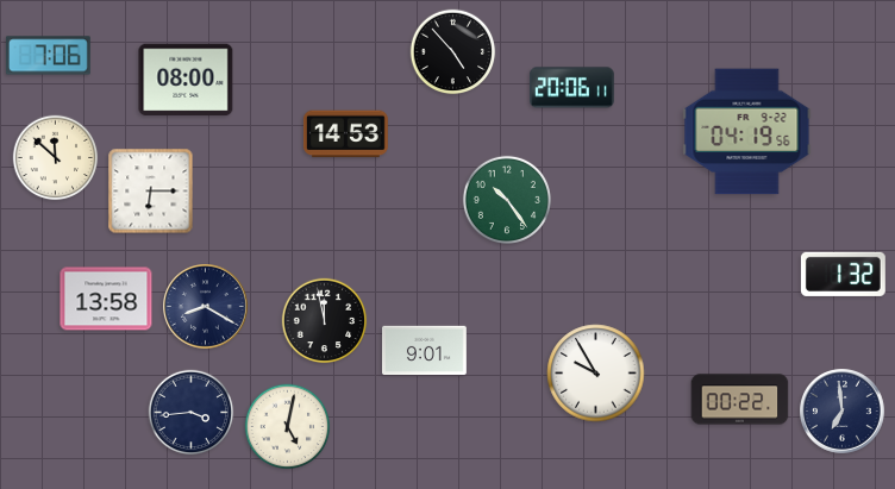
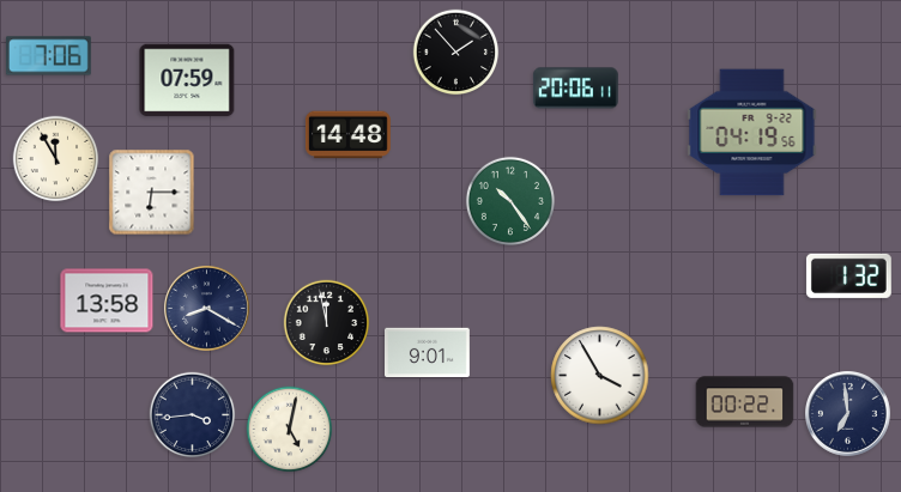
clock at (453, 52): 4:53 -> 1:53
clock at (186, 80): 08:00 -> 07:59
clock at (345, 134): 14:53 -> 14:48
clock at (56, 158): 11:52 -> 11:55
clock at (596, 374): 9:55 -> 3:55
